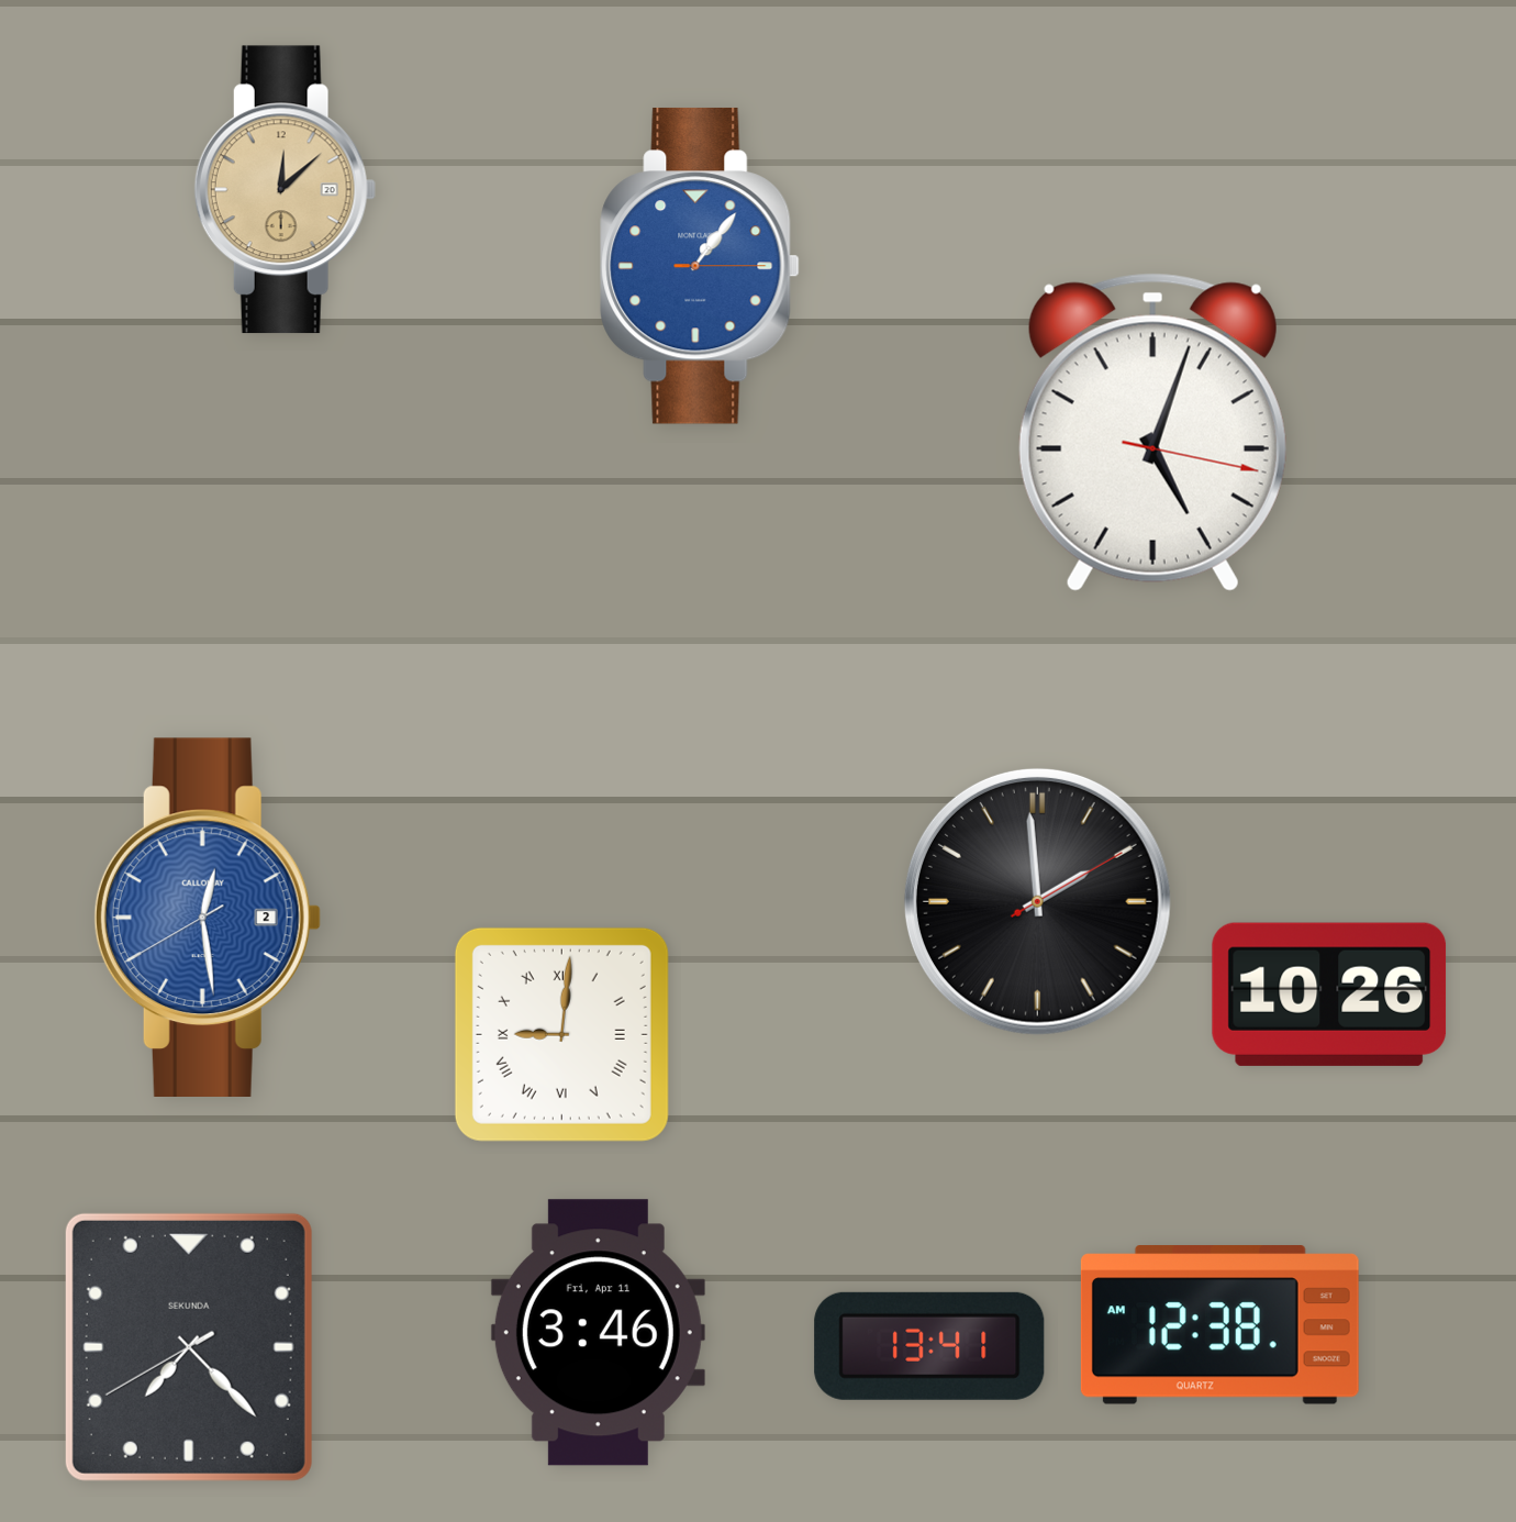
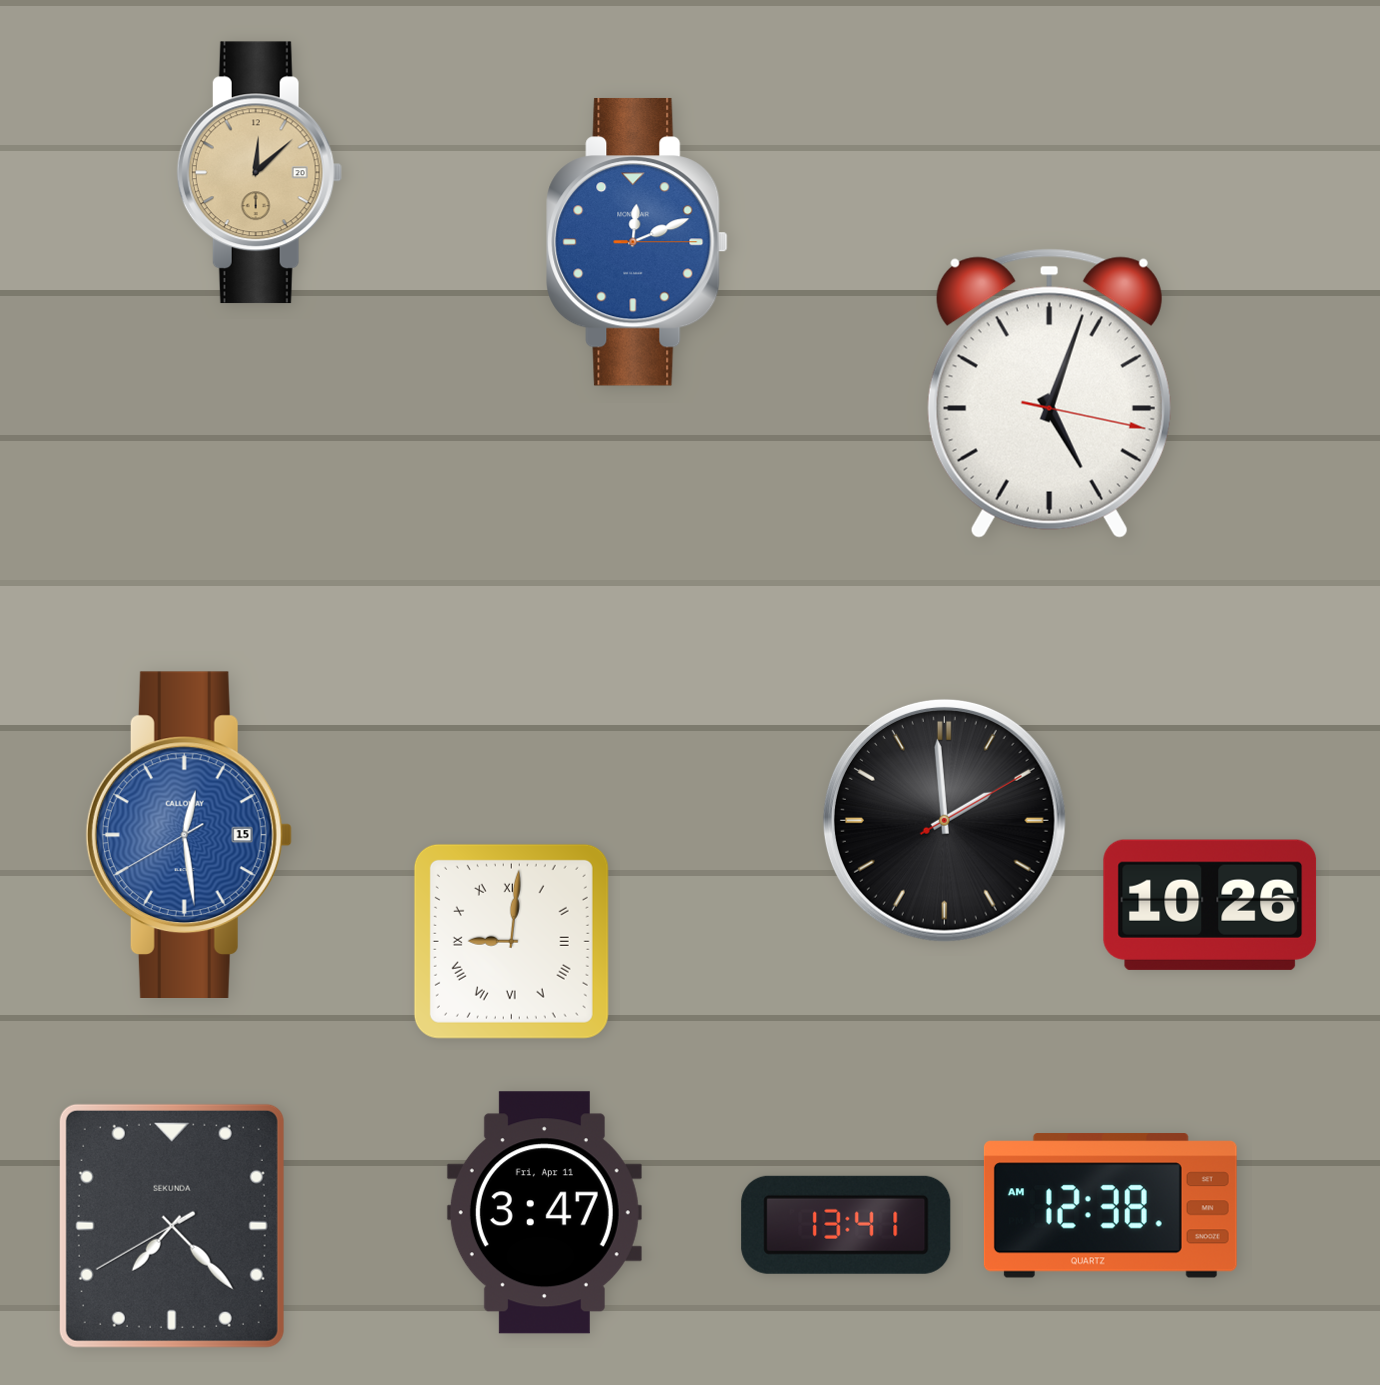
clock at (700, 266): 1:06 -> 12:11
clock at (208, 916) date: 2 -> 15
clock at (598, 1333): 3:46 -> 3:47
